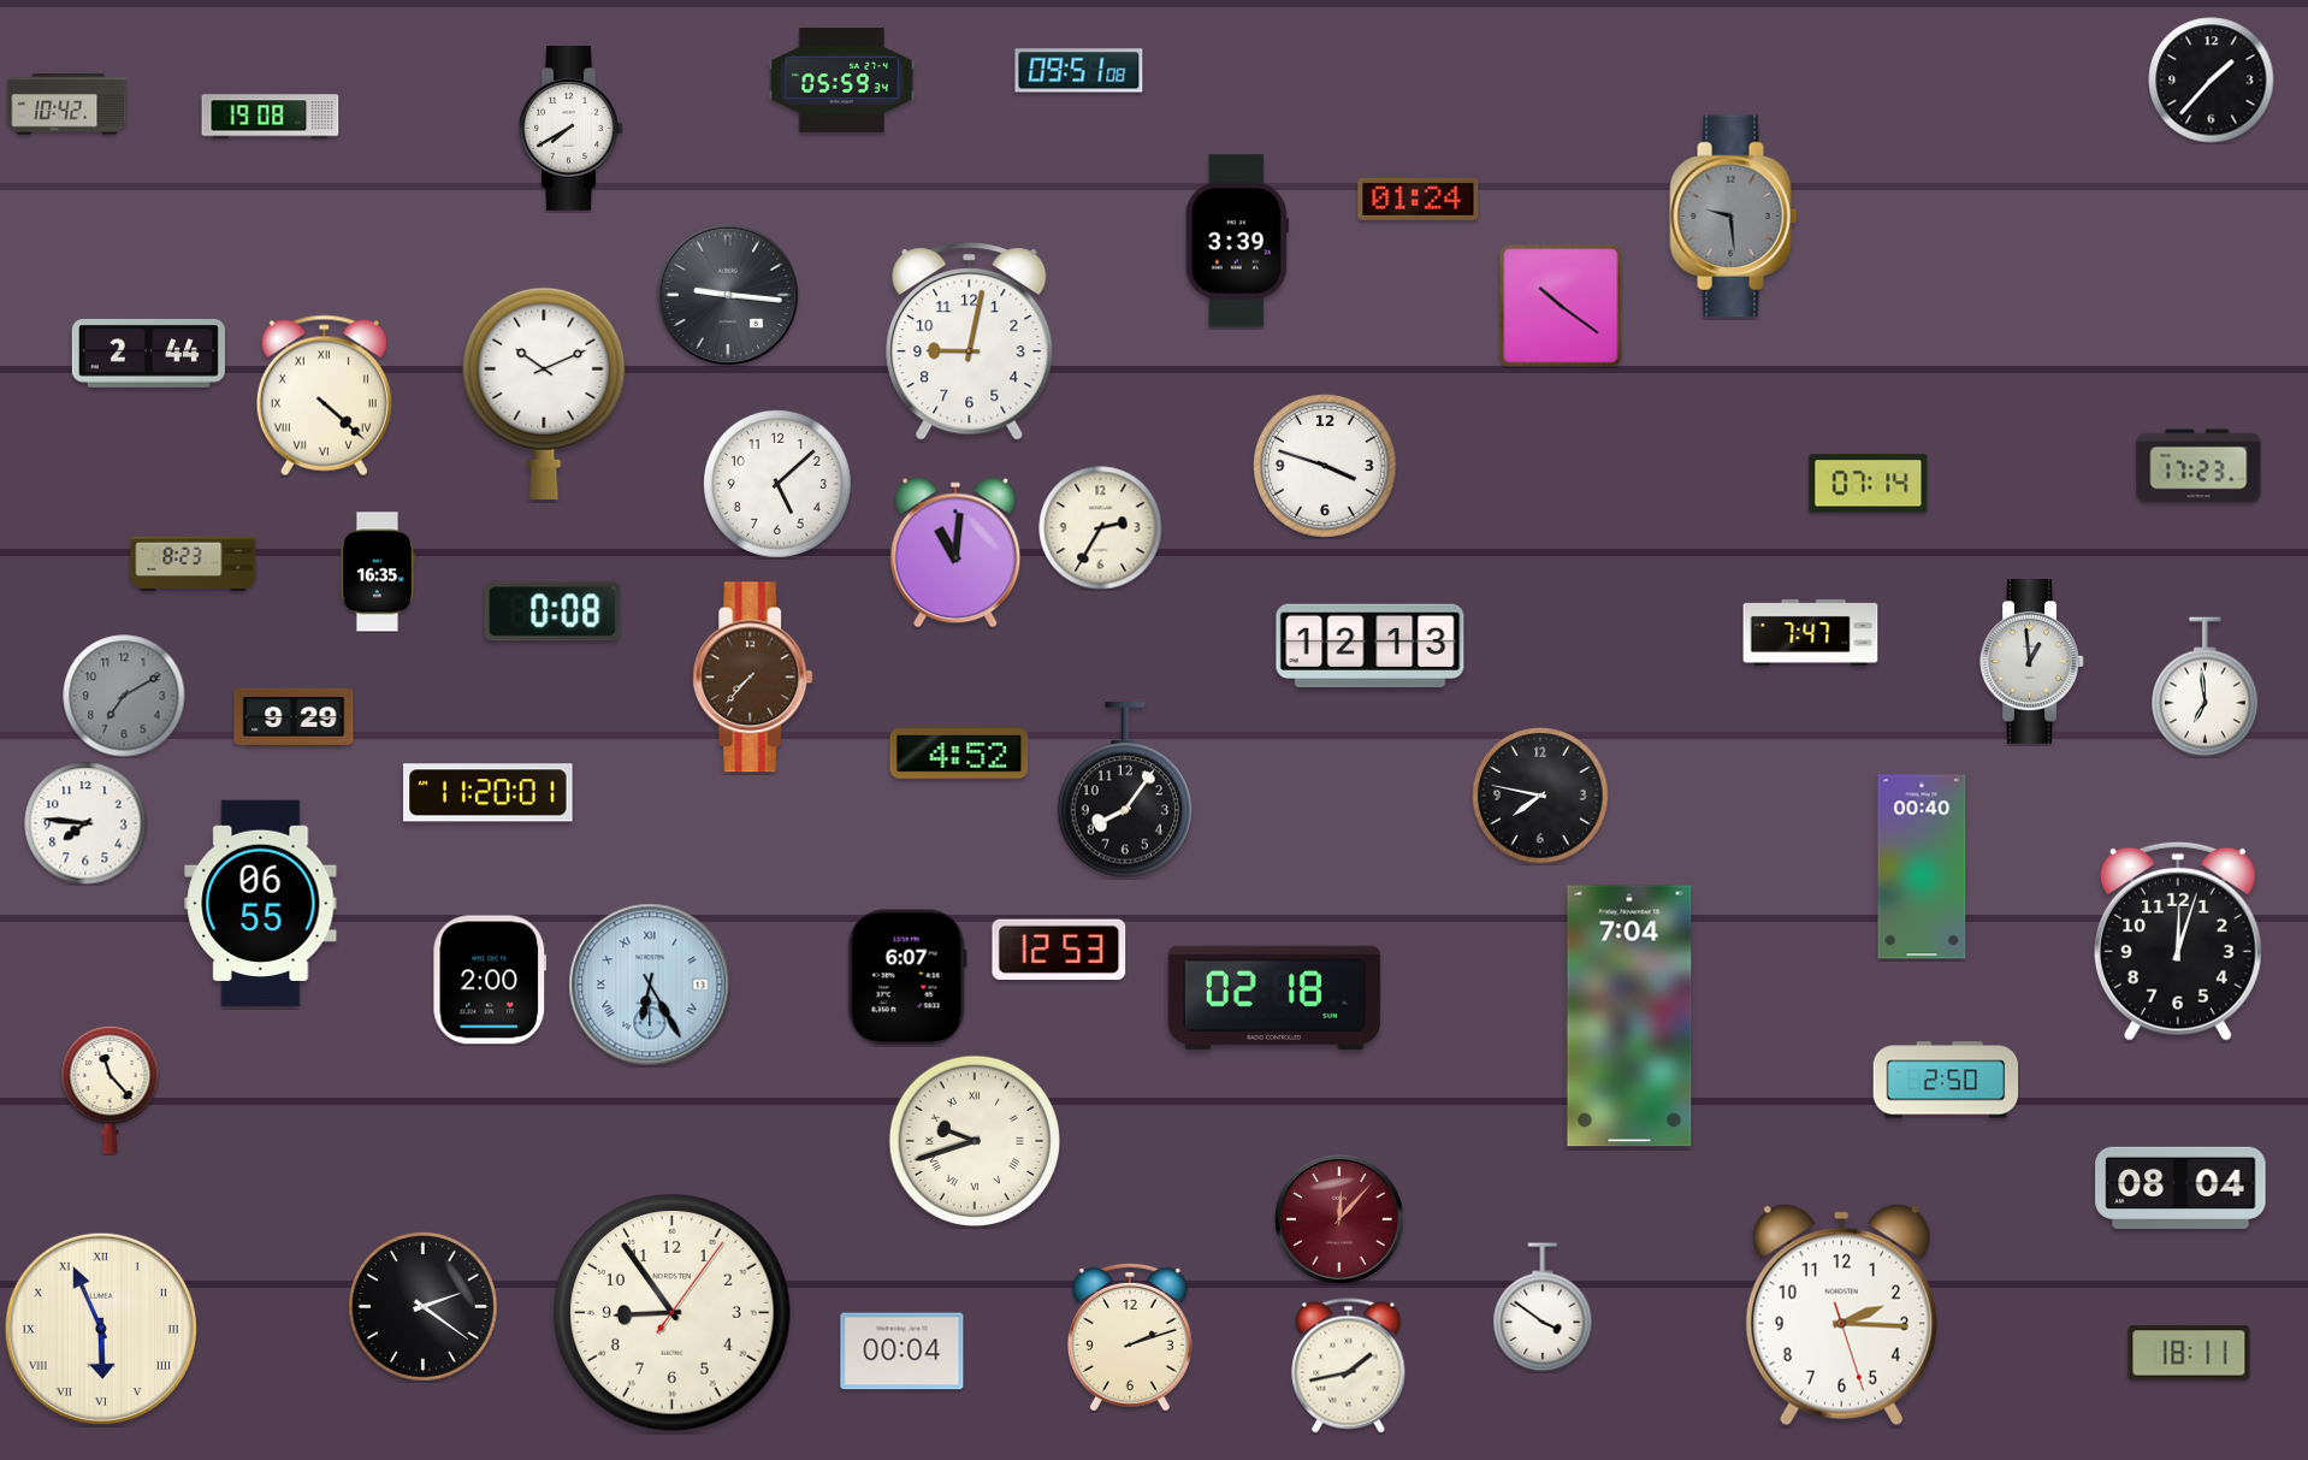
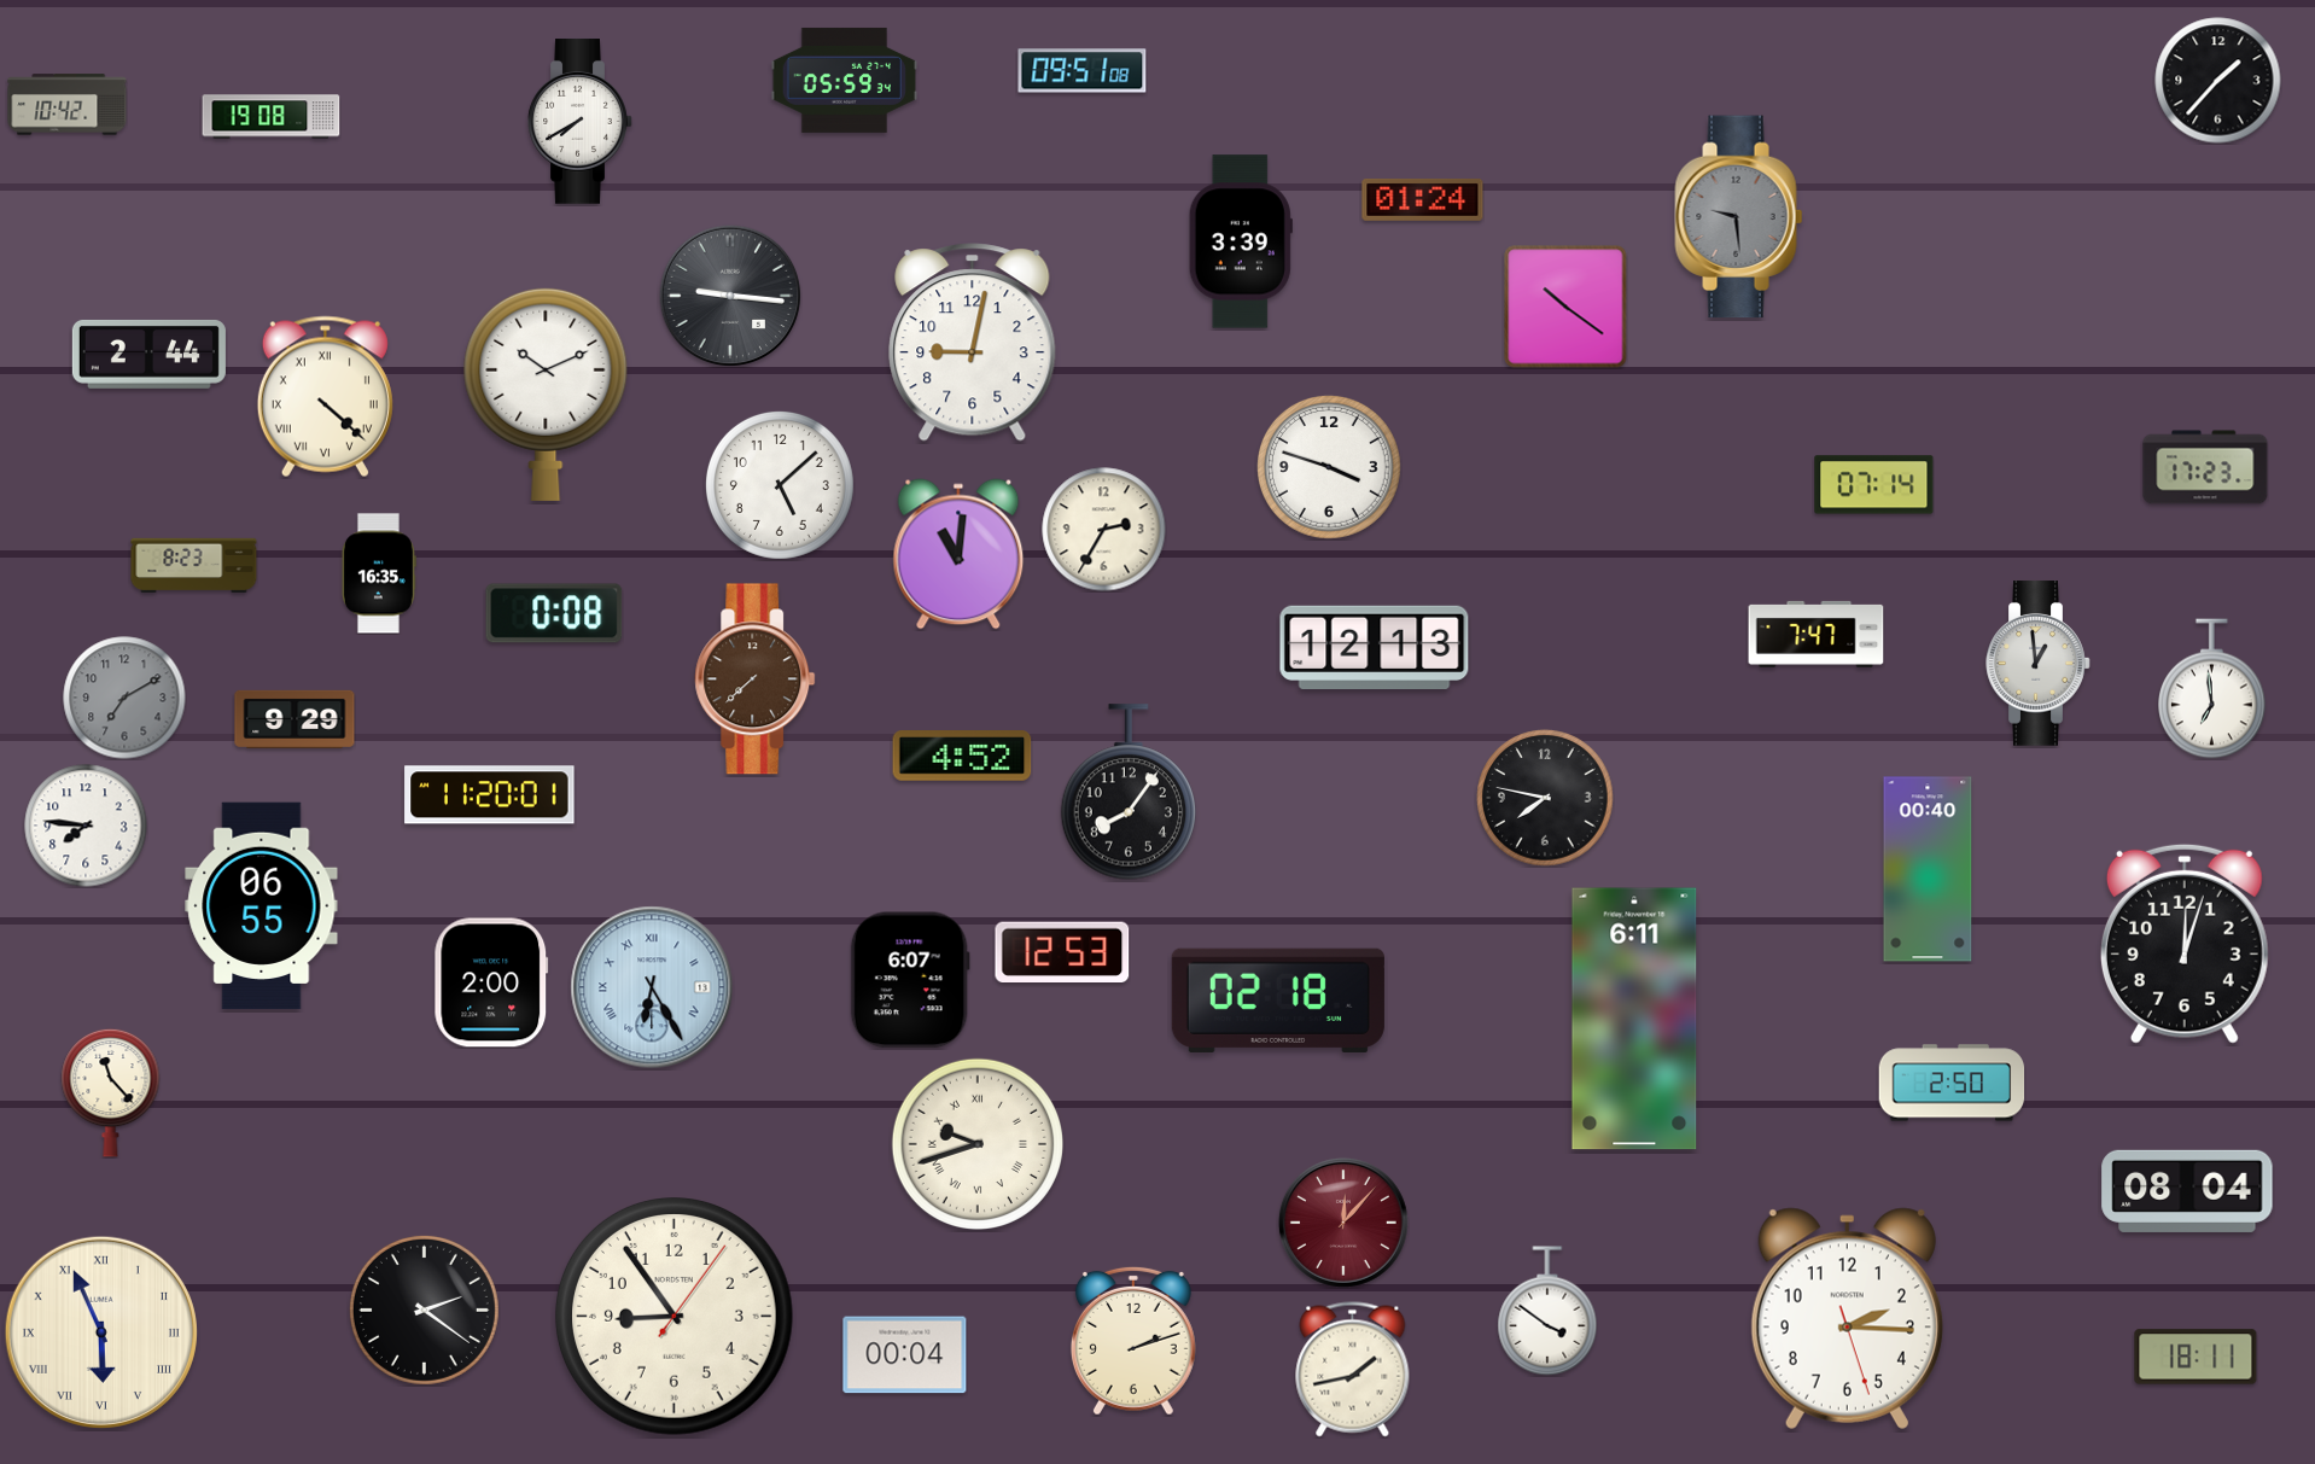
clock at (572, 129) position: (572, 129) -> (581, 122)
clock at (753, 678): 7:37 -> 7:38
clock at (1629, 1016): 7:04 -> 6:11
